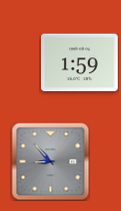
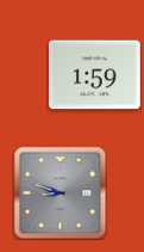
clock at (50, 161): 8:53 -> 8:48
